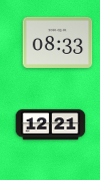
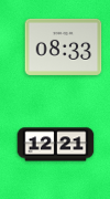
clock at (51, 125) position: (51, 125) -> (56, 145)
